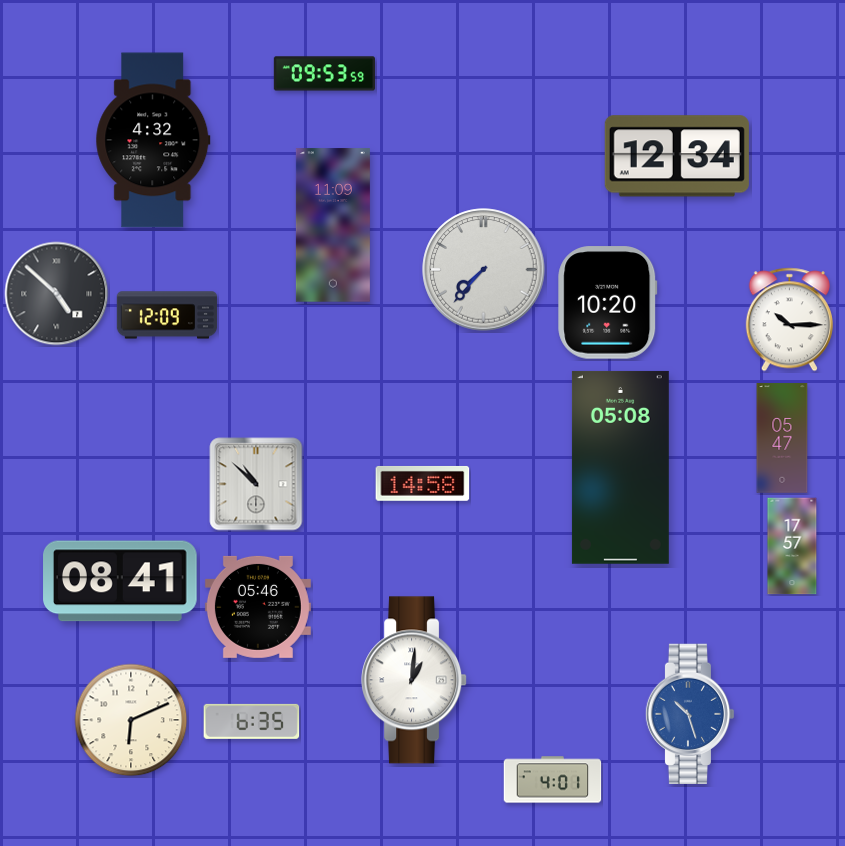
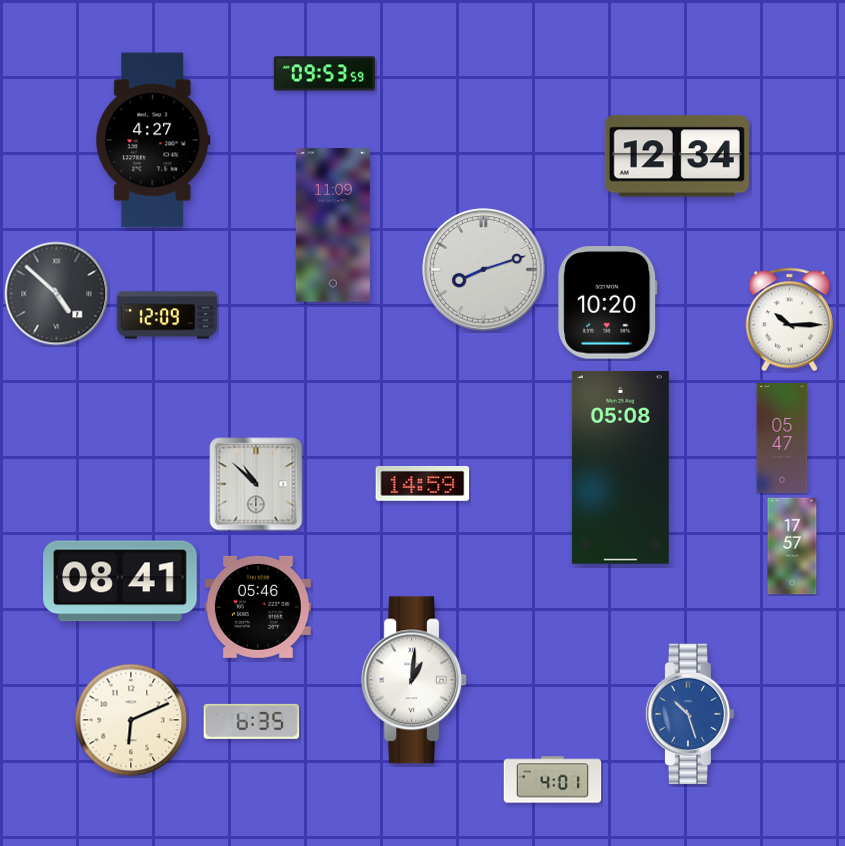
clock at (153, 140): 4:32 -> 4:27
clock at (484, 270): 7:37 -> 8:12
clock at (423, 483): 14:58 -> 14:59
